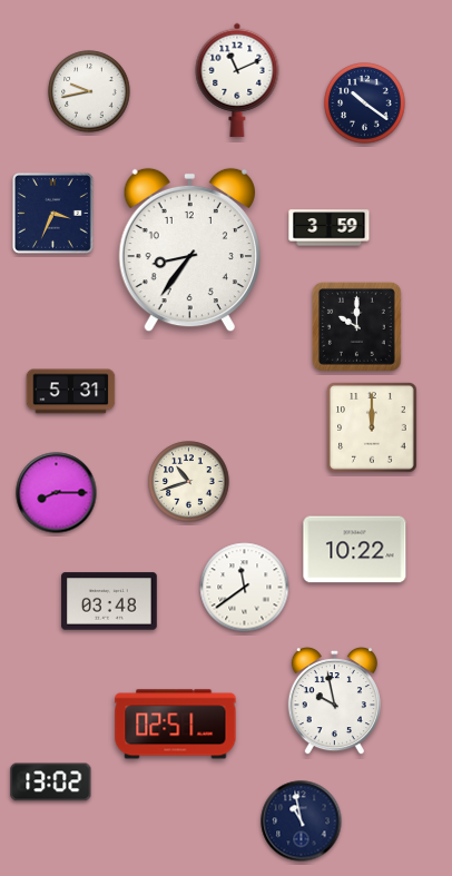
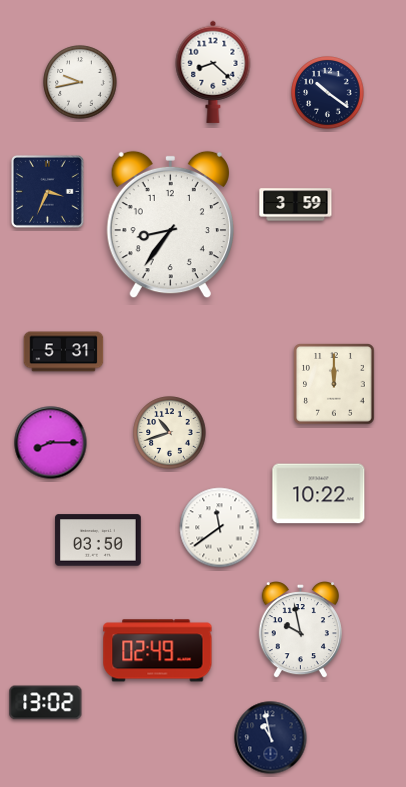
clock at (237, 80): 11:11 -> 8:22
clock at (356, 326): 10:00 -> none
clock at (109, 601): 03:48 -> 03:50
clock at (176, 725): 02:51 -> 02:49
